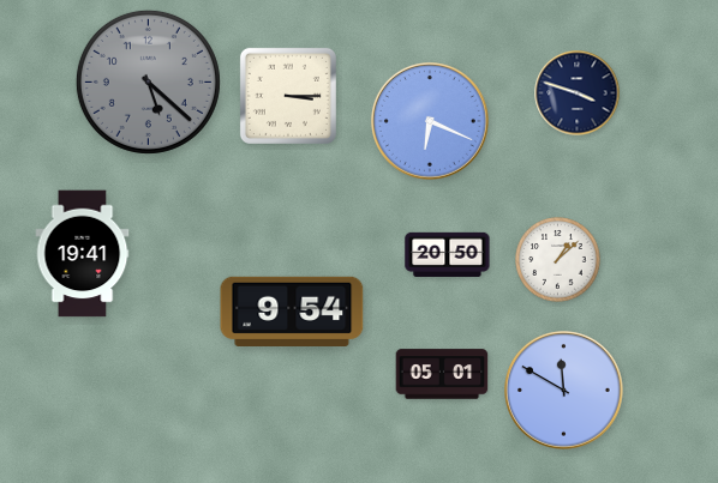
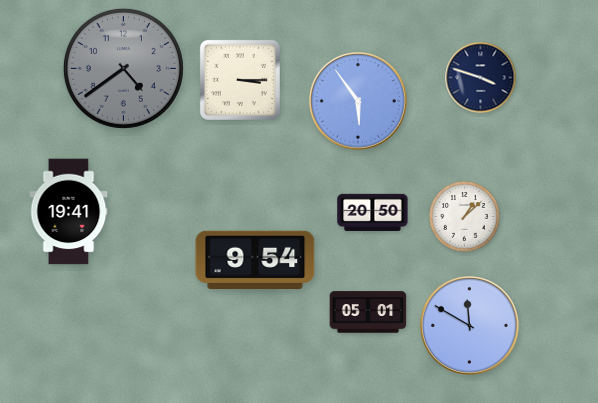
clock at (148, 81): 5:22 -> 4:39
clock at (430, 121): 6:19 -> 5:54
clock at (292, 310) position: (292, 310) -> (255, 259)
